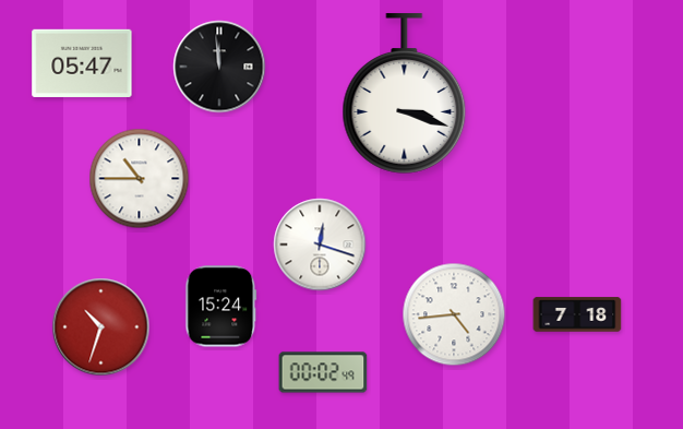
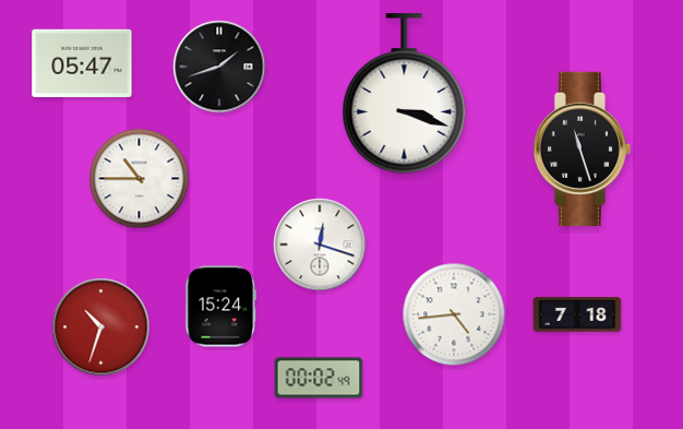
clock at (219, 67): 11:59 -> 1:42
clock at (582, 148): none -> 11:27
clock at (323, 372) position: (323, 372) -> (319, 378)
